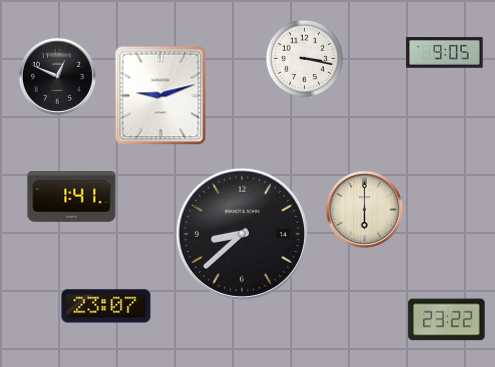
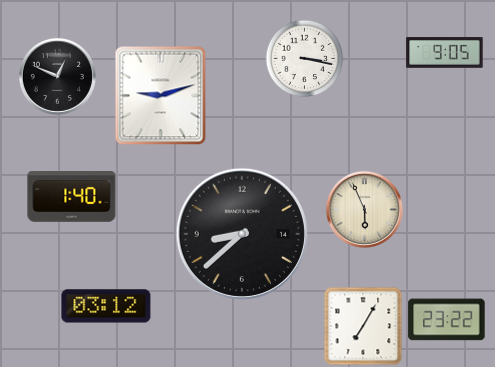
clock at (72, 197): 1:41 -> 1:40
clock at (364, 209): 6:00 -> 5:56
clock at (106, 306): 23:07 -> 03:12
clock at (363, 326): none -> 7:05
